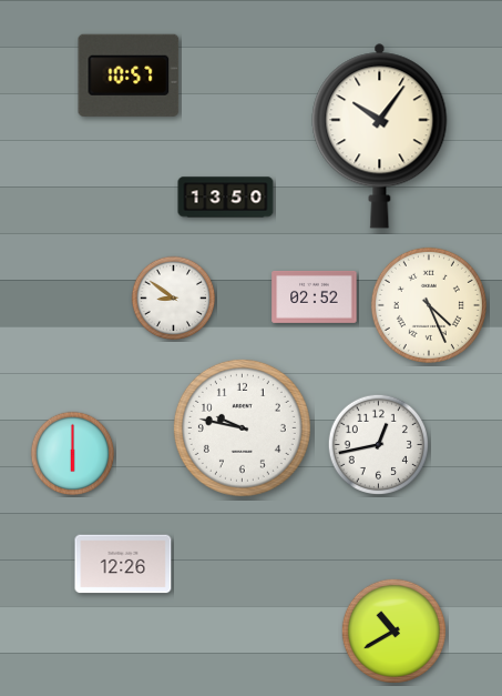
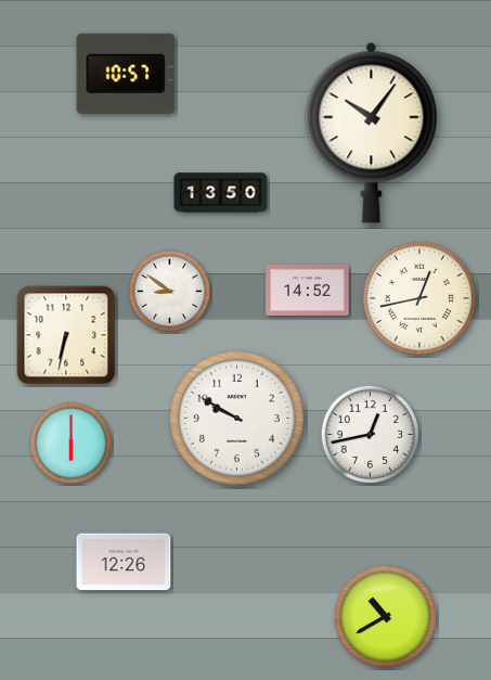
clock at (315, 296): 02:52 -> 14:52
clock at (429, 305): 4:26 -> 12:43
clock at (66, 335): none -> 6:32
clock at (242, 427): 9:47 -> 9:50
clock at (123, 564) position: (123, 564) -> (124, 562)
